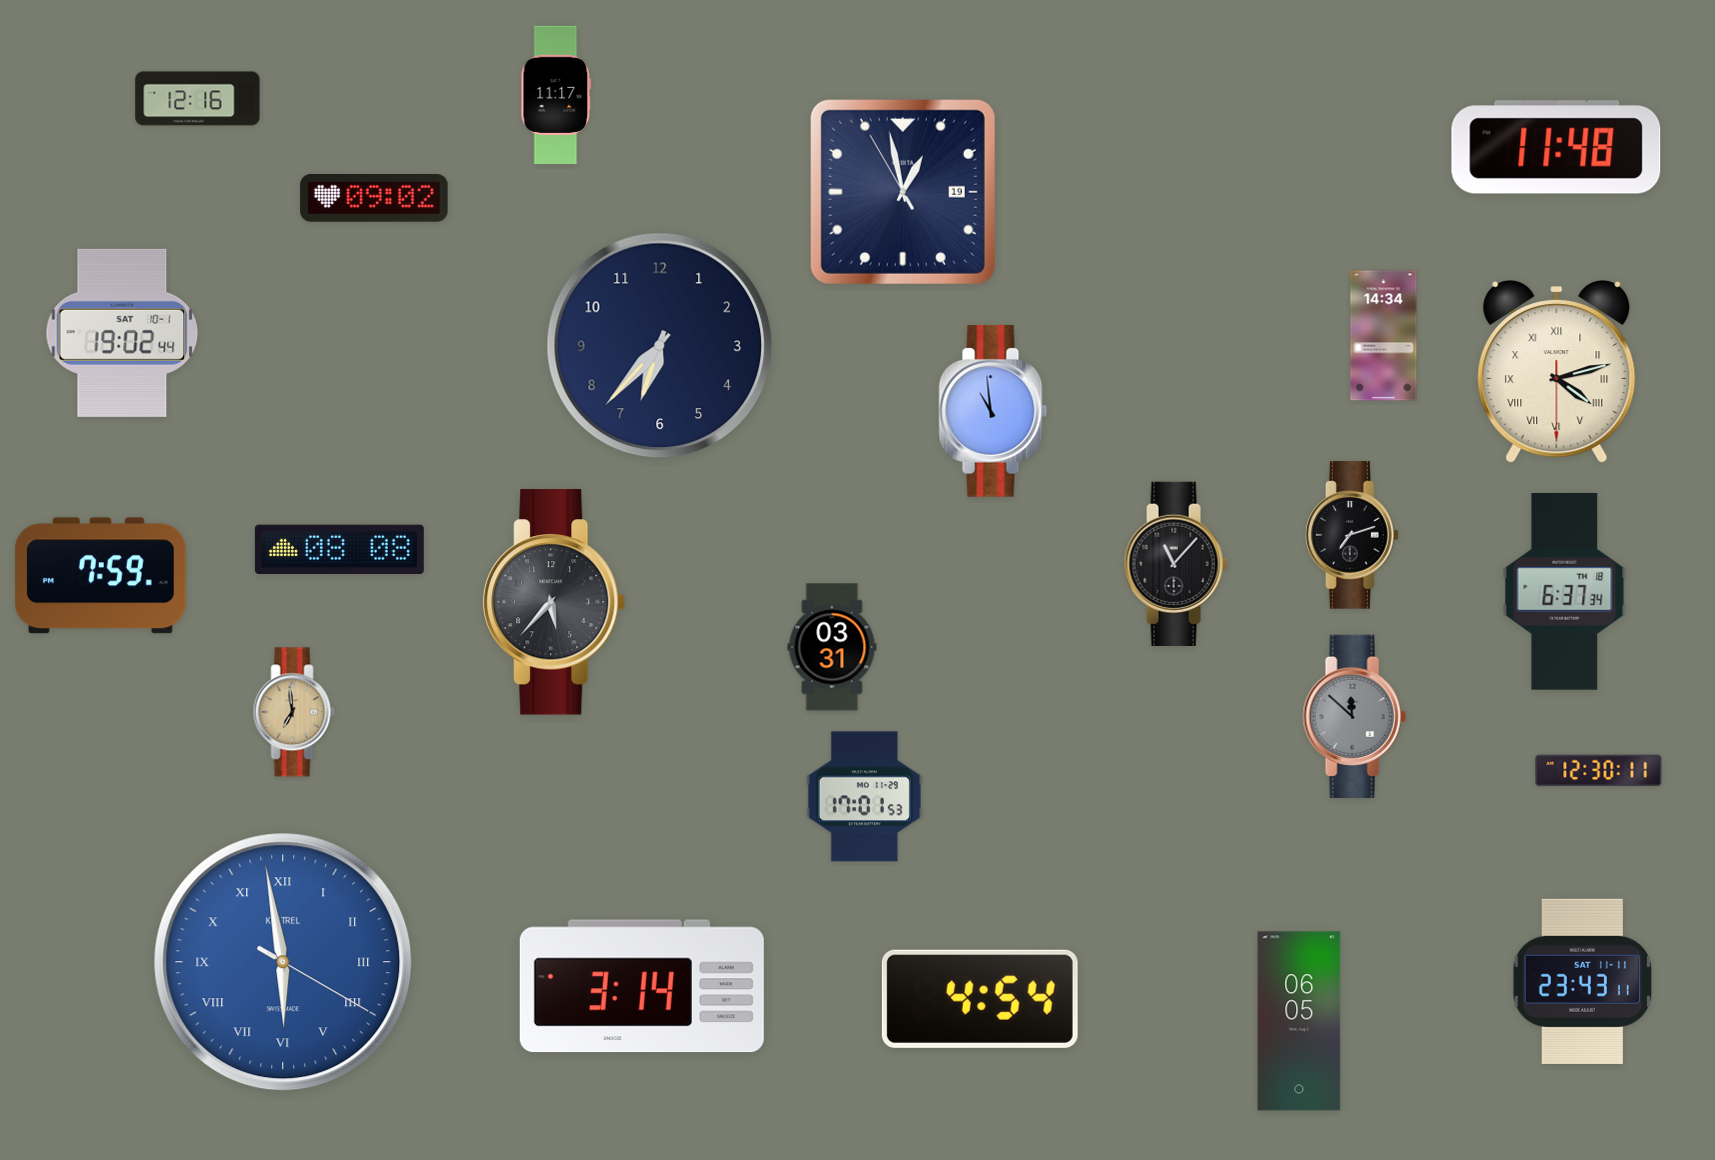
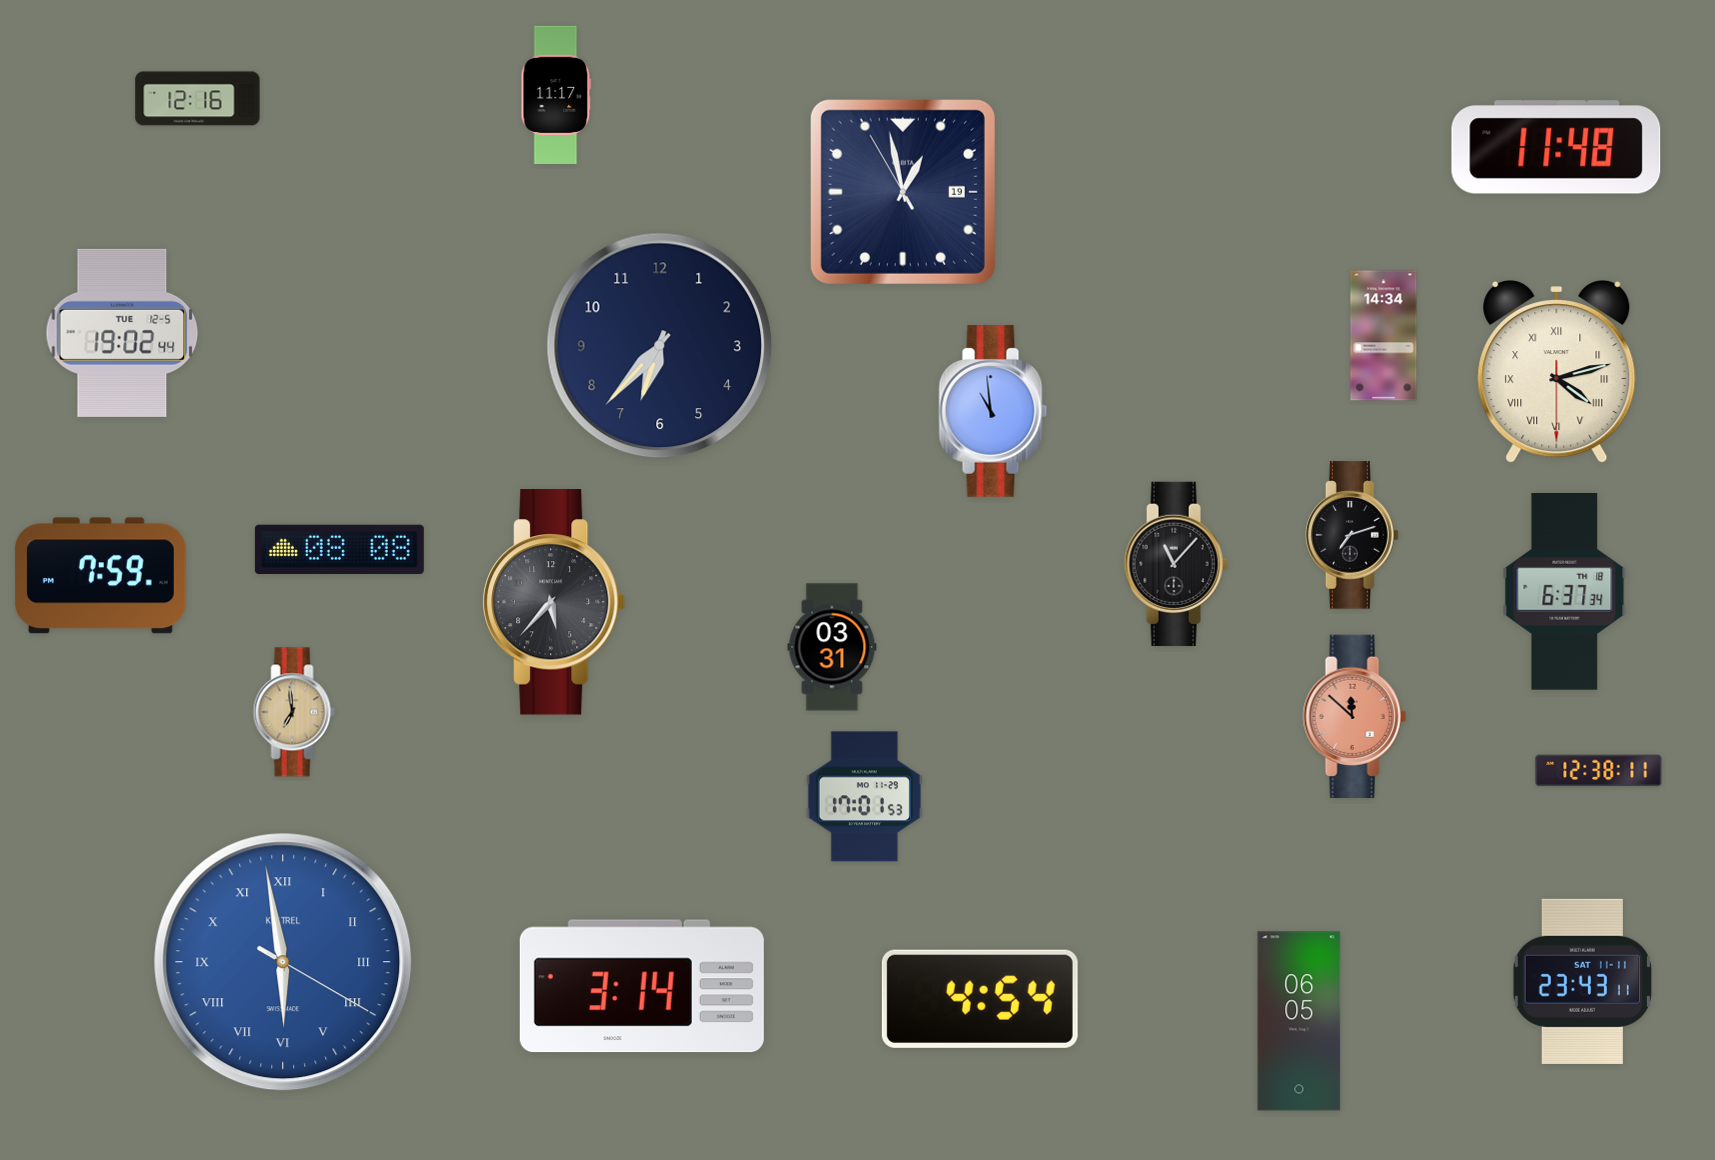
clock at (374, 199): 09:02 -> none
clock at (122, 333) date: SAT 10-1 -> TUE 12-5
clock at (1354, 716) dial: grey -> salmon
clock at (1599, 771): 12:30 -> 12:38
